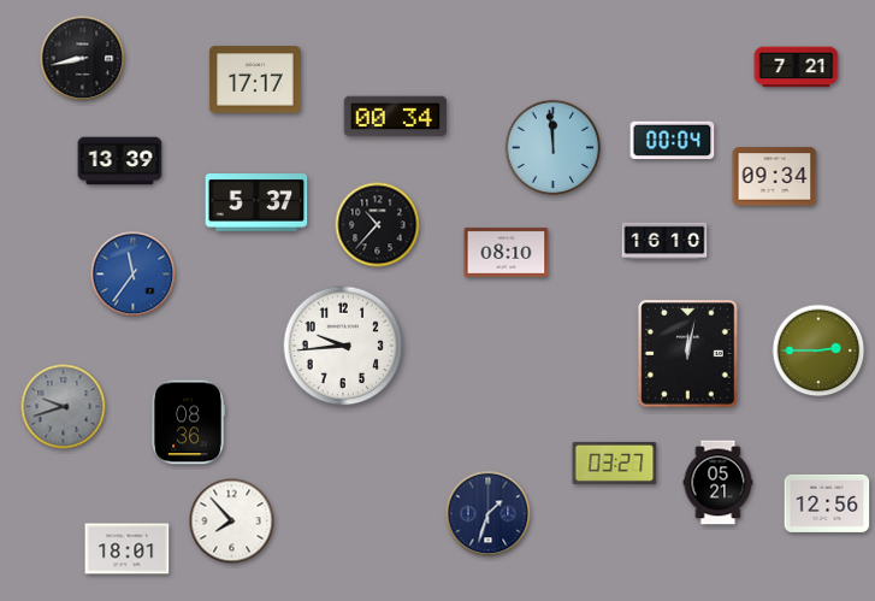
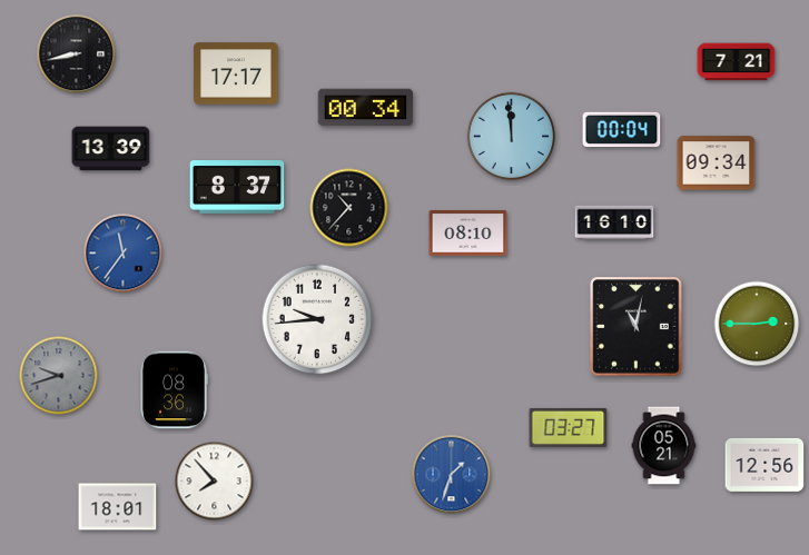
clock at (256, 204): 5:37 -> 8:37
clock at (688, 354): 12:02 -> 11:02
clock at (489, 514) dial: navy -> blue
